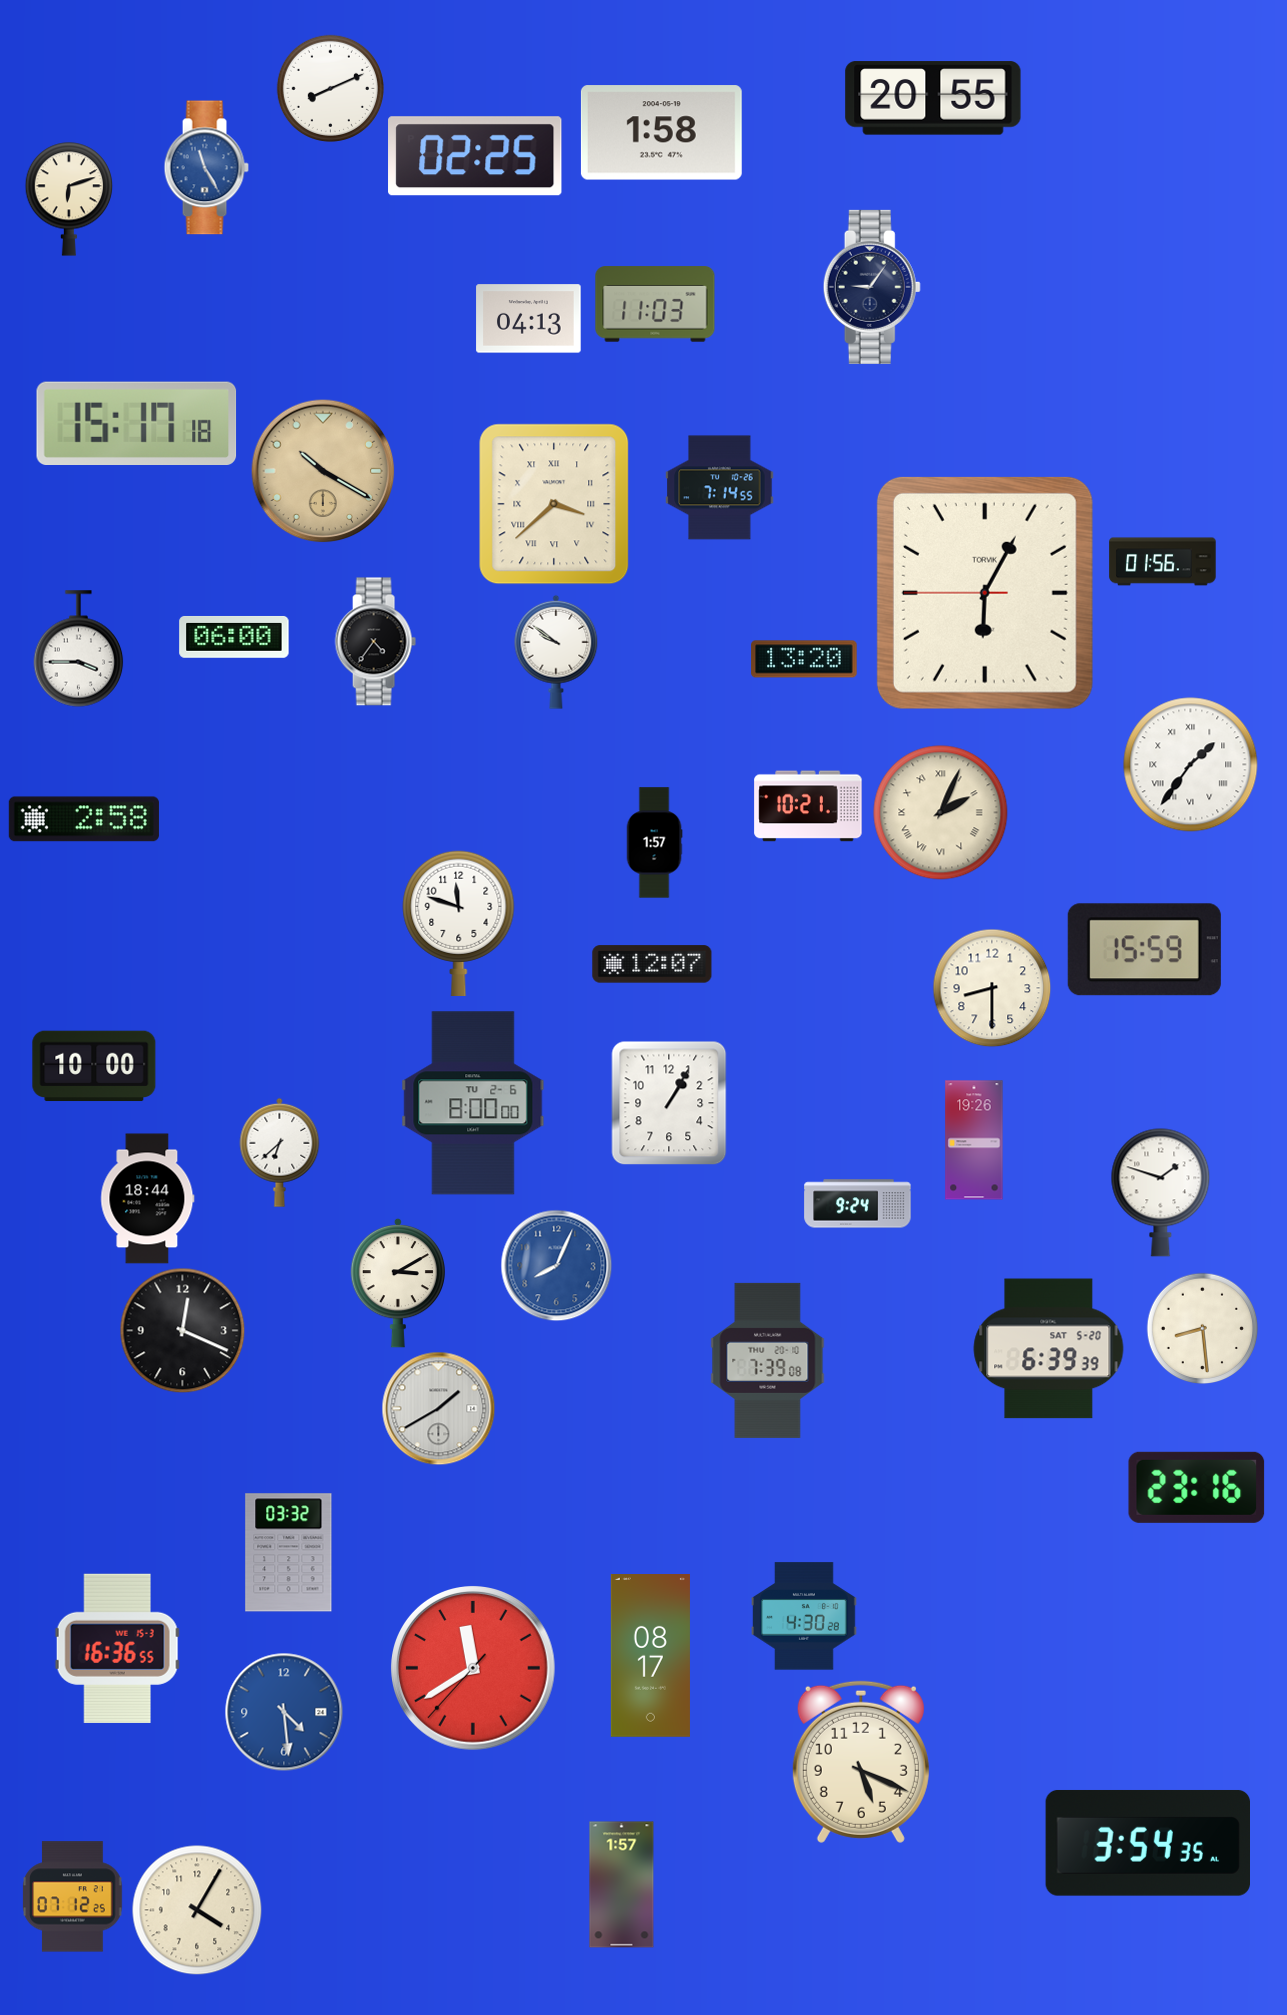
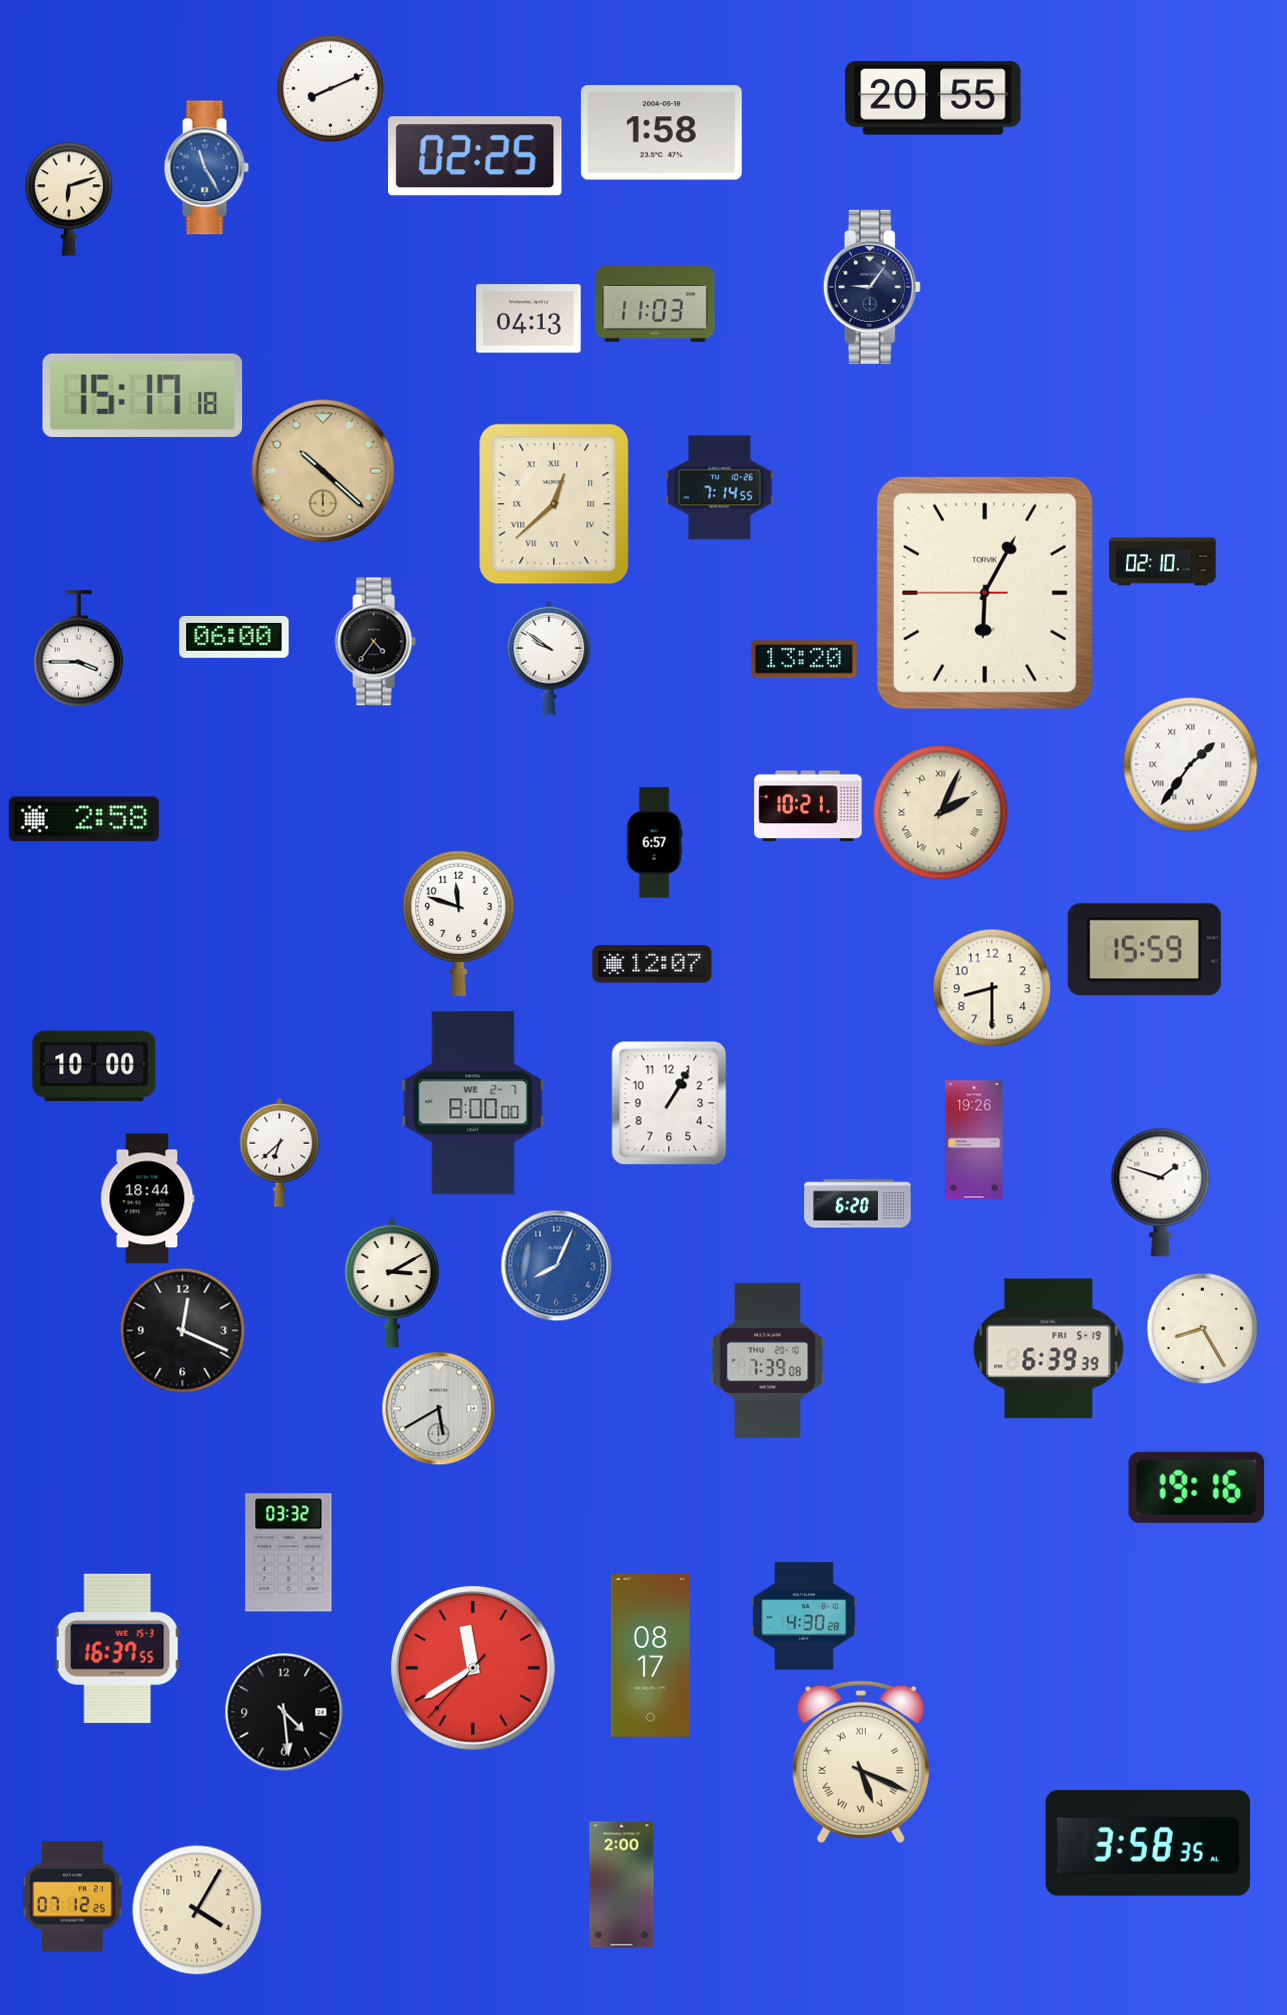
clock at (137, 423) position: (137, 423) -> (143, 395)
clock at (323, 471): 10:20 -> 10:22
clock at (554, 504): 3:38 -> 12:38
clock at (1163, 562): 01:56 -> 02:10
clock at (556, 652) position: (556, 652) -> (549, 658)
clock at (654, 843): 1:57 -> 6:57
clock at (473, 1103) date: TU 2-6 -> WE 2-7
clock at (858, 1204): 9:24 -> 6:20
clock at (397, 1283) position: (397, 1283) -> (391, 1283)
clock at (1202, 1328): 8:29 -> 8:25
clock at (1049, 1349) date: SAT 5-20 -> FRI 5-19
clock at (438, 1408): 1:40 -> 5:40
clock at (1197, 1487): 23:16 -> 19:16
clock at (117, 1648): 16:36 -> 16:37
clock at (284, 1712) dial: blue -> black
clock at (861, 1762) numerals: Arabic -> Roman
clock at (1148, 1843): 3:54 -> 3:58
clock at (622, 1885): 1:57 -> 2:00
